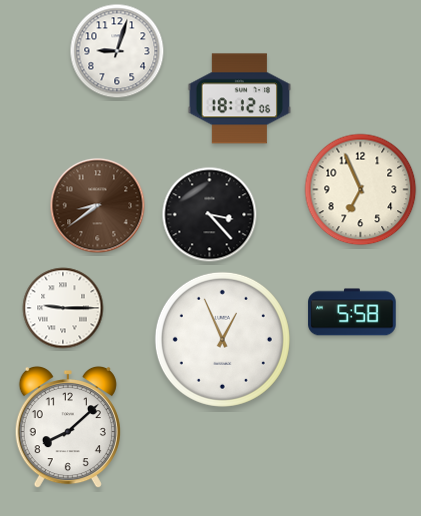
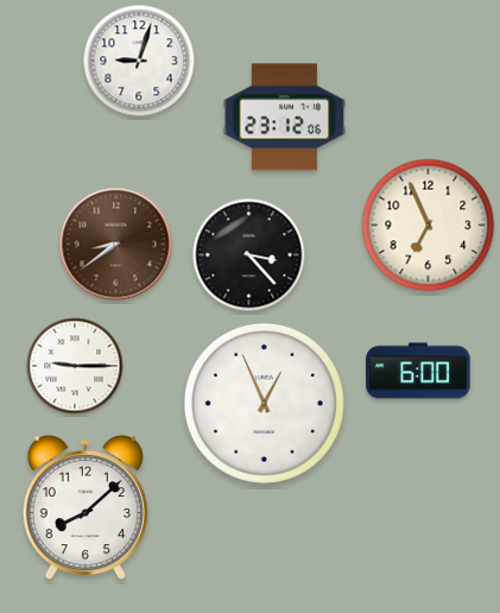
clock at (240, 99): 18:12 -> 23:12
clock at (352, 312): 5:58 -> 6:00
clock at (68, 427) position: (68, 427) -> (86, 507)
